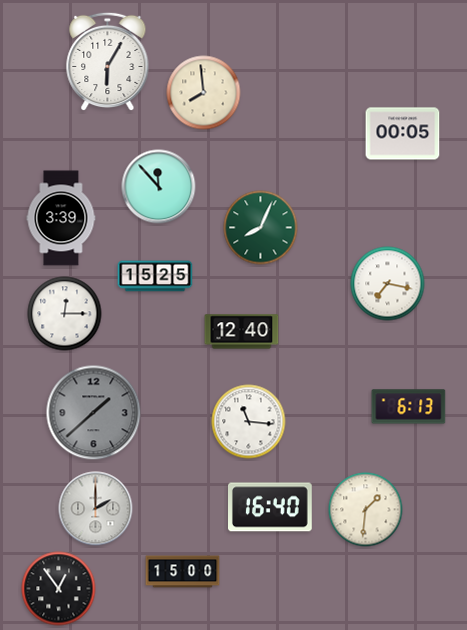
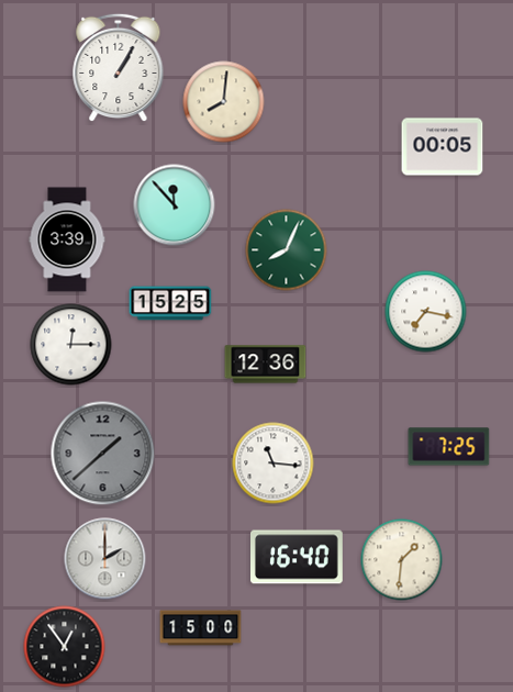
clock at (108, 62): 6:05 -> 1:05
clock at (204, 93): 7:59 -> 8:01
clock at (242, 332): 12:40 -> 12:36
clock at (409, 407): 6:13 -> 7:25
